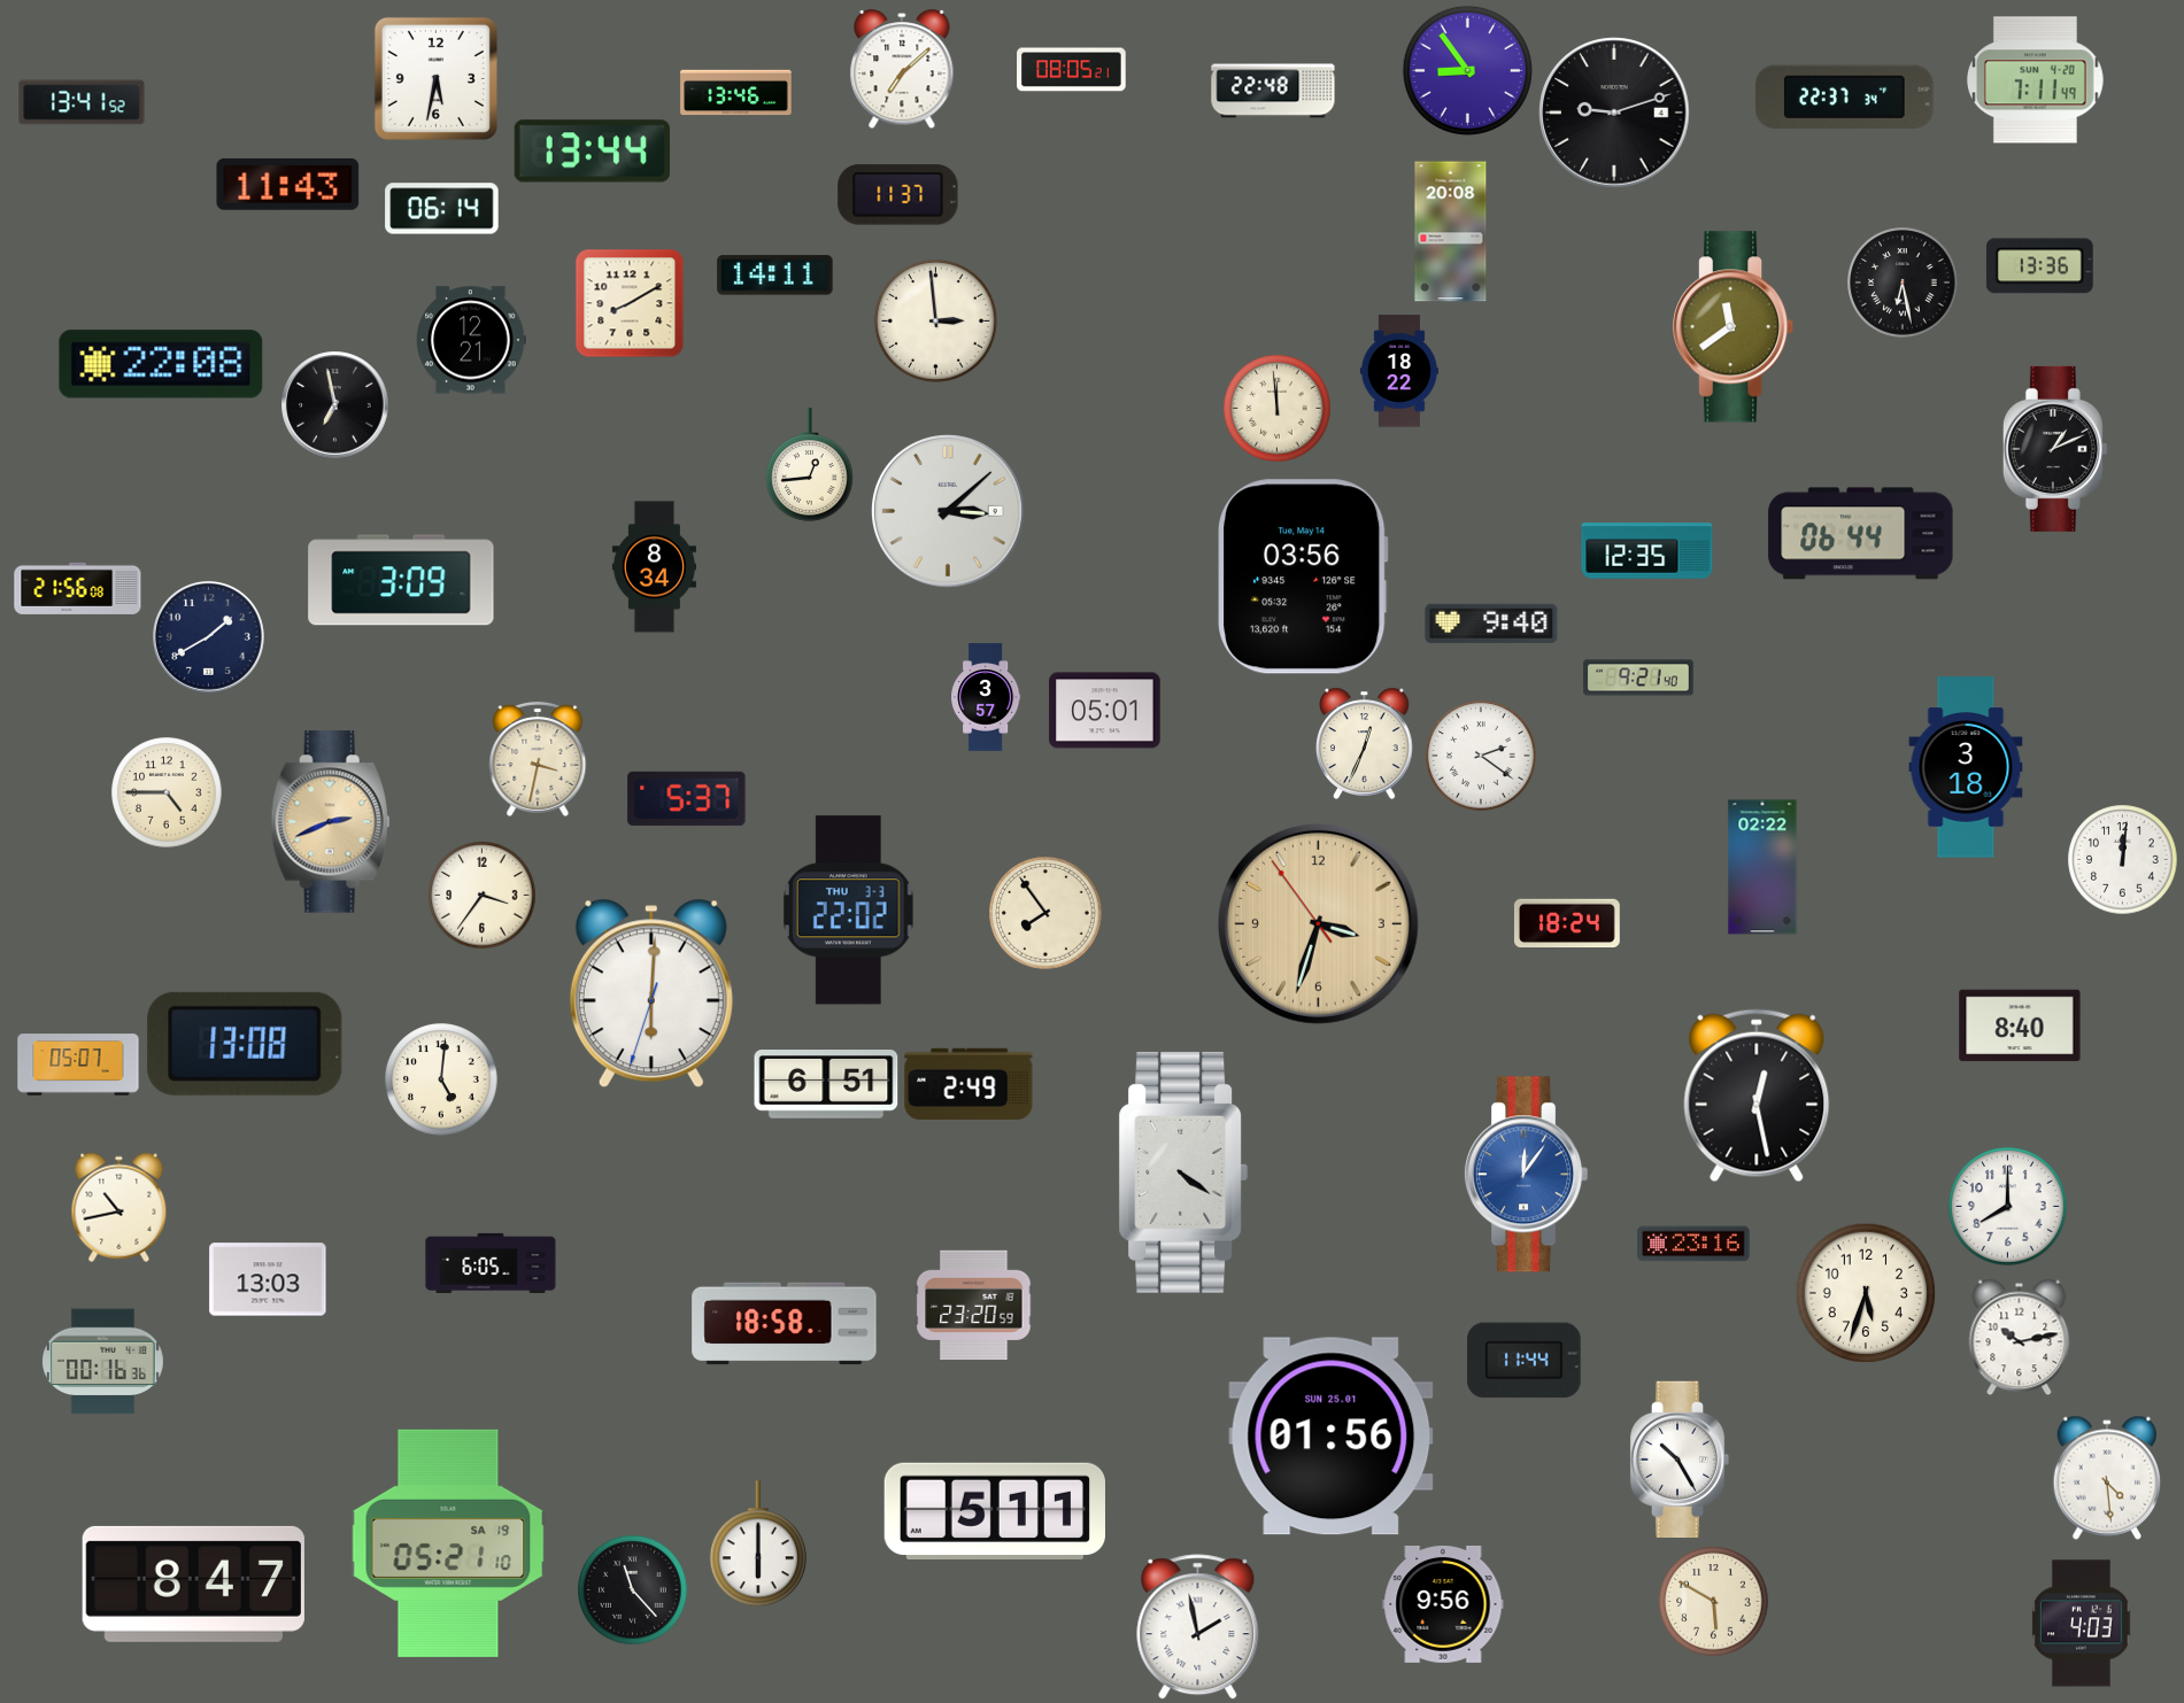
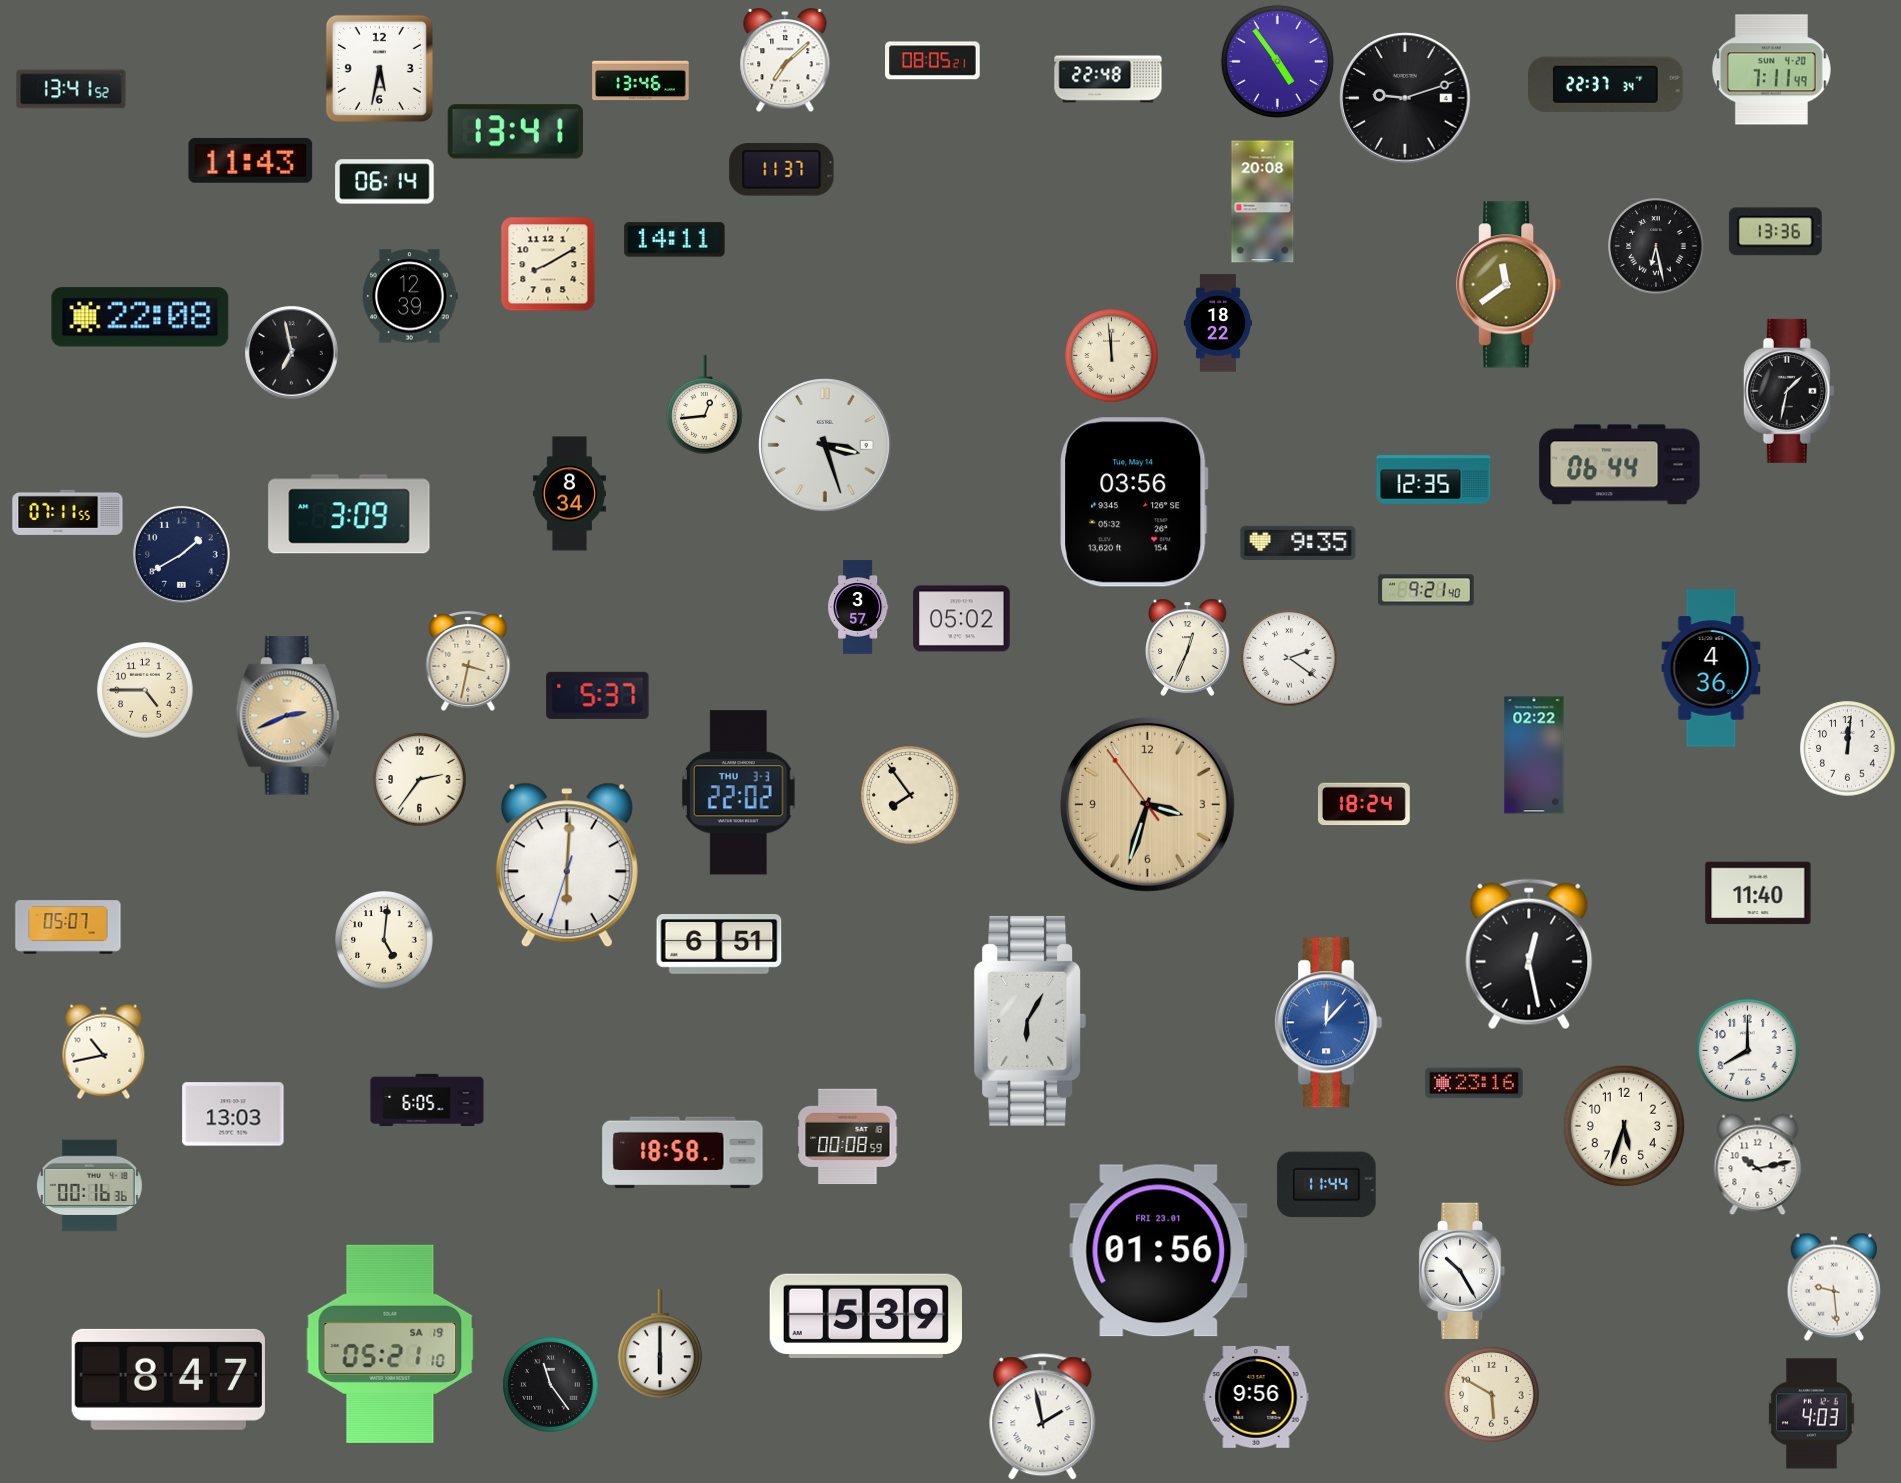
clock at (1467, 70): 8:54 -> 4:54
clock at (592, 152): 13:44 -> 13:41
clock at (935, 320): 2:59 -> none
clock at (471, 340): 12:21 -> 12:39
clock at (2055, 449): 1:11 -> 1:32
clock at (948, 511): 3:08 -> 3:27
clock at (401, 580) position: (401, 580) -> (349, 514)
clock at (78, 588): 21:56 -> 07:11
clock at (1491, 624): 9:40 -> 9:35
clock at (1105, 711): 05:01 -> 05:02
clock at (1966, 767): 3:18 -> 4:36
clock at (481, 895): 3:36 -> 2:36
clock at (2020, 1025): 8:40 -> 11:40
clock at (245, 1044): 13:08 -> none
clock at (968, 1084): 2:49 -> none
clock at (1183, 1172): 4:21 -> 6:05
clock at (1526, 1175): 12:06 -> 12:07
clock at (974, 1306): 23:20 -> 00:08
clock at (1332, 1437) date: SUN 25.01 -> FRI 23.01
clock at (2107, 1478): 4:29 -> 9:29
clock at (994, 1510): 5:11 -> 5:39
clock at (632, 1589): 11:23 -> 11:24
